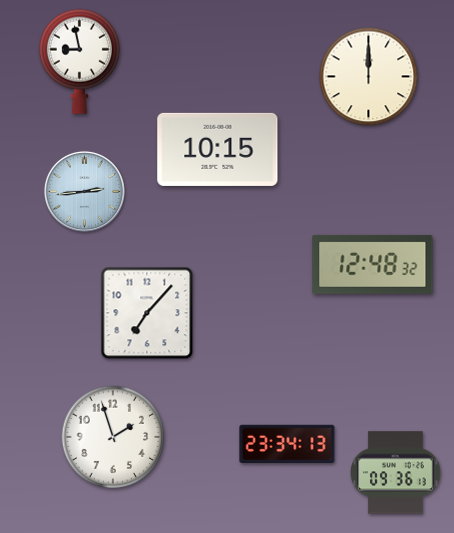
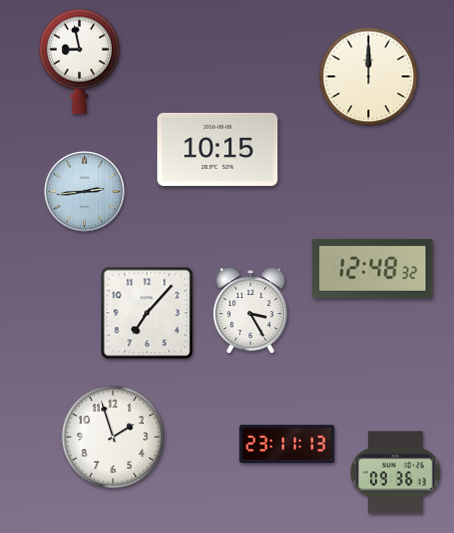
clock at (373, 264) position: (373, 264) -> (373, 268)
clock at (251, 311): none -> 3:25
clock at (287, 443): 23:34 -> 23:11
